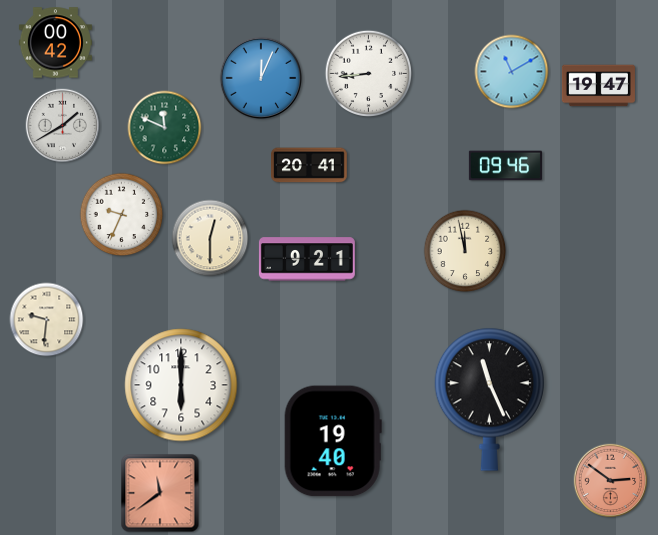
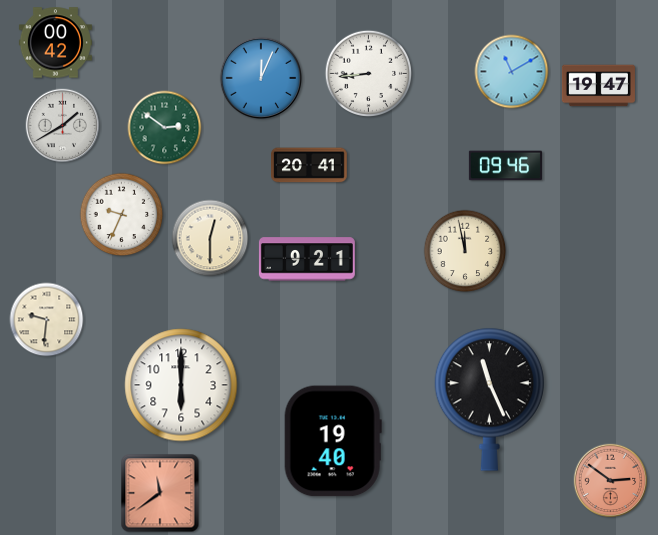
clock at (165, 128): 11:49 -> 2:51
